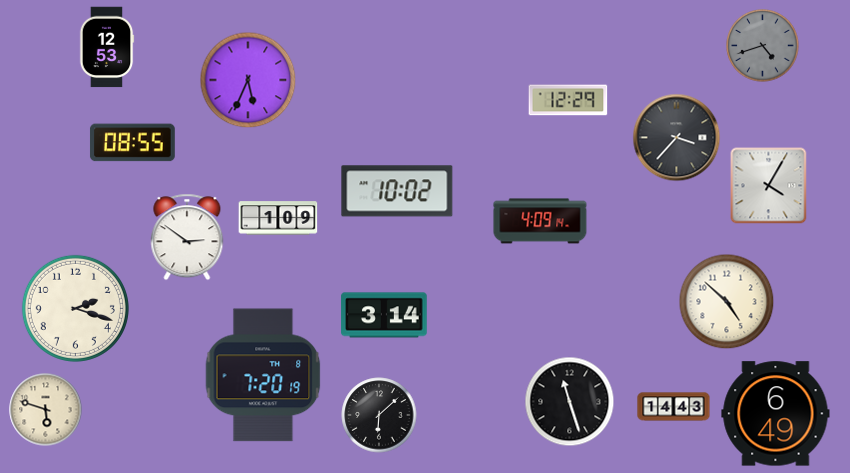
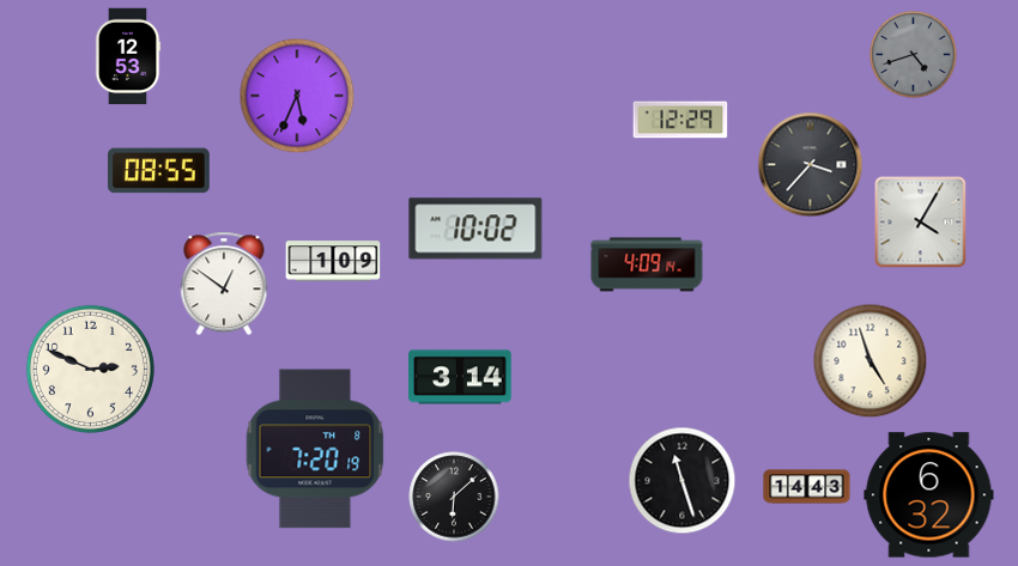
clock at (187, 237): 2:51 -> 12:51
clock at (727, 302): 4:52 -> 4:57
clock at (75, 308): 2:18 -> 2:49
clock at (46, 410): 5:48 -> none
clock at (776, 414): 6:49 -> 6:32
